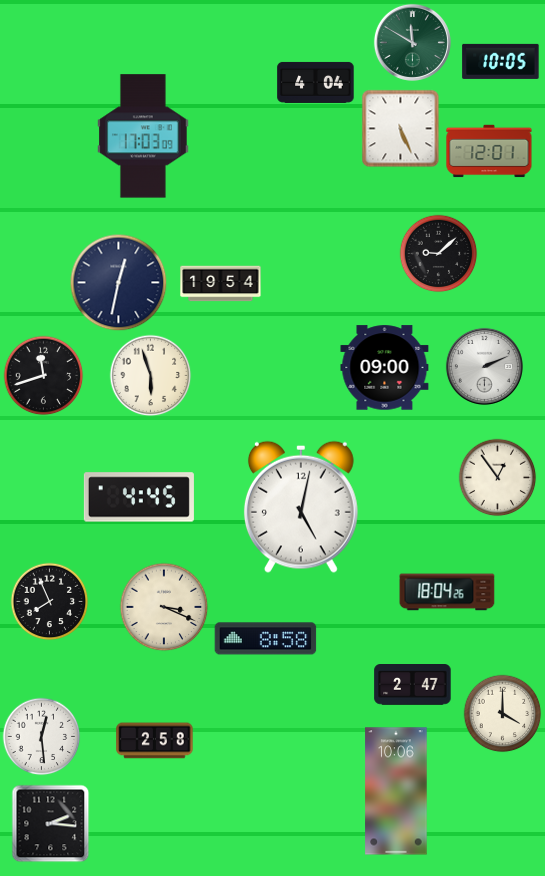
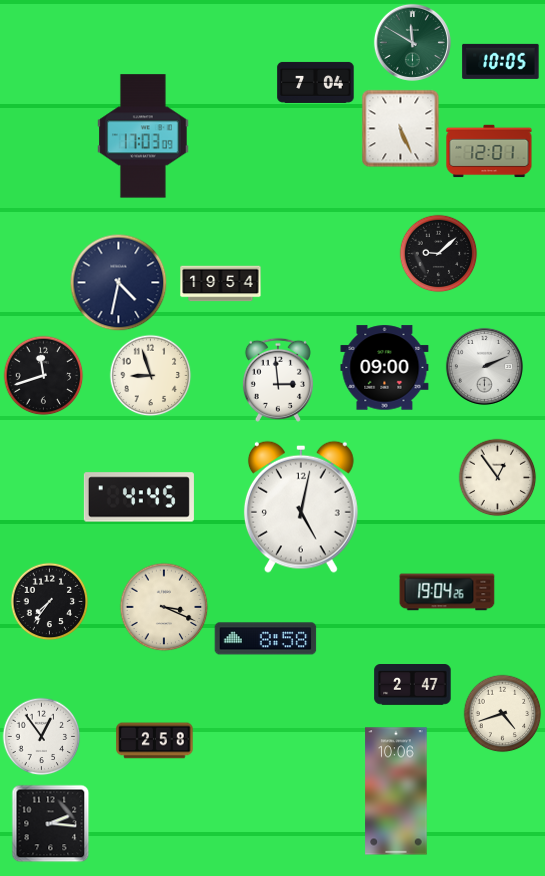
clock at (316, 82): 4:04 -> 7:04
clock at (118, 282): 12:32 -> 4:32
clock at (150, 375): 5:57 -> 8:57
clock at (278, 380): none -> 2:59
clock at (447, 592): 18:04 -> 19:04
clock at (49, 601): 7:56 -> 7:36
clock at (502, 713): 4:00 -> 4:42
clock at (41, 736): 12:29 -> 12:54
